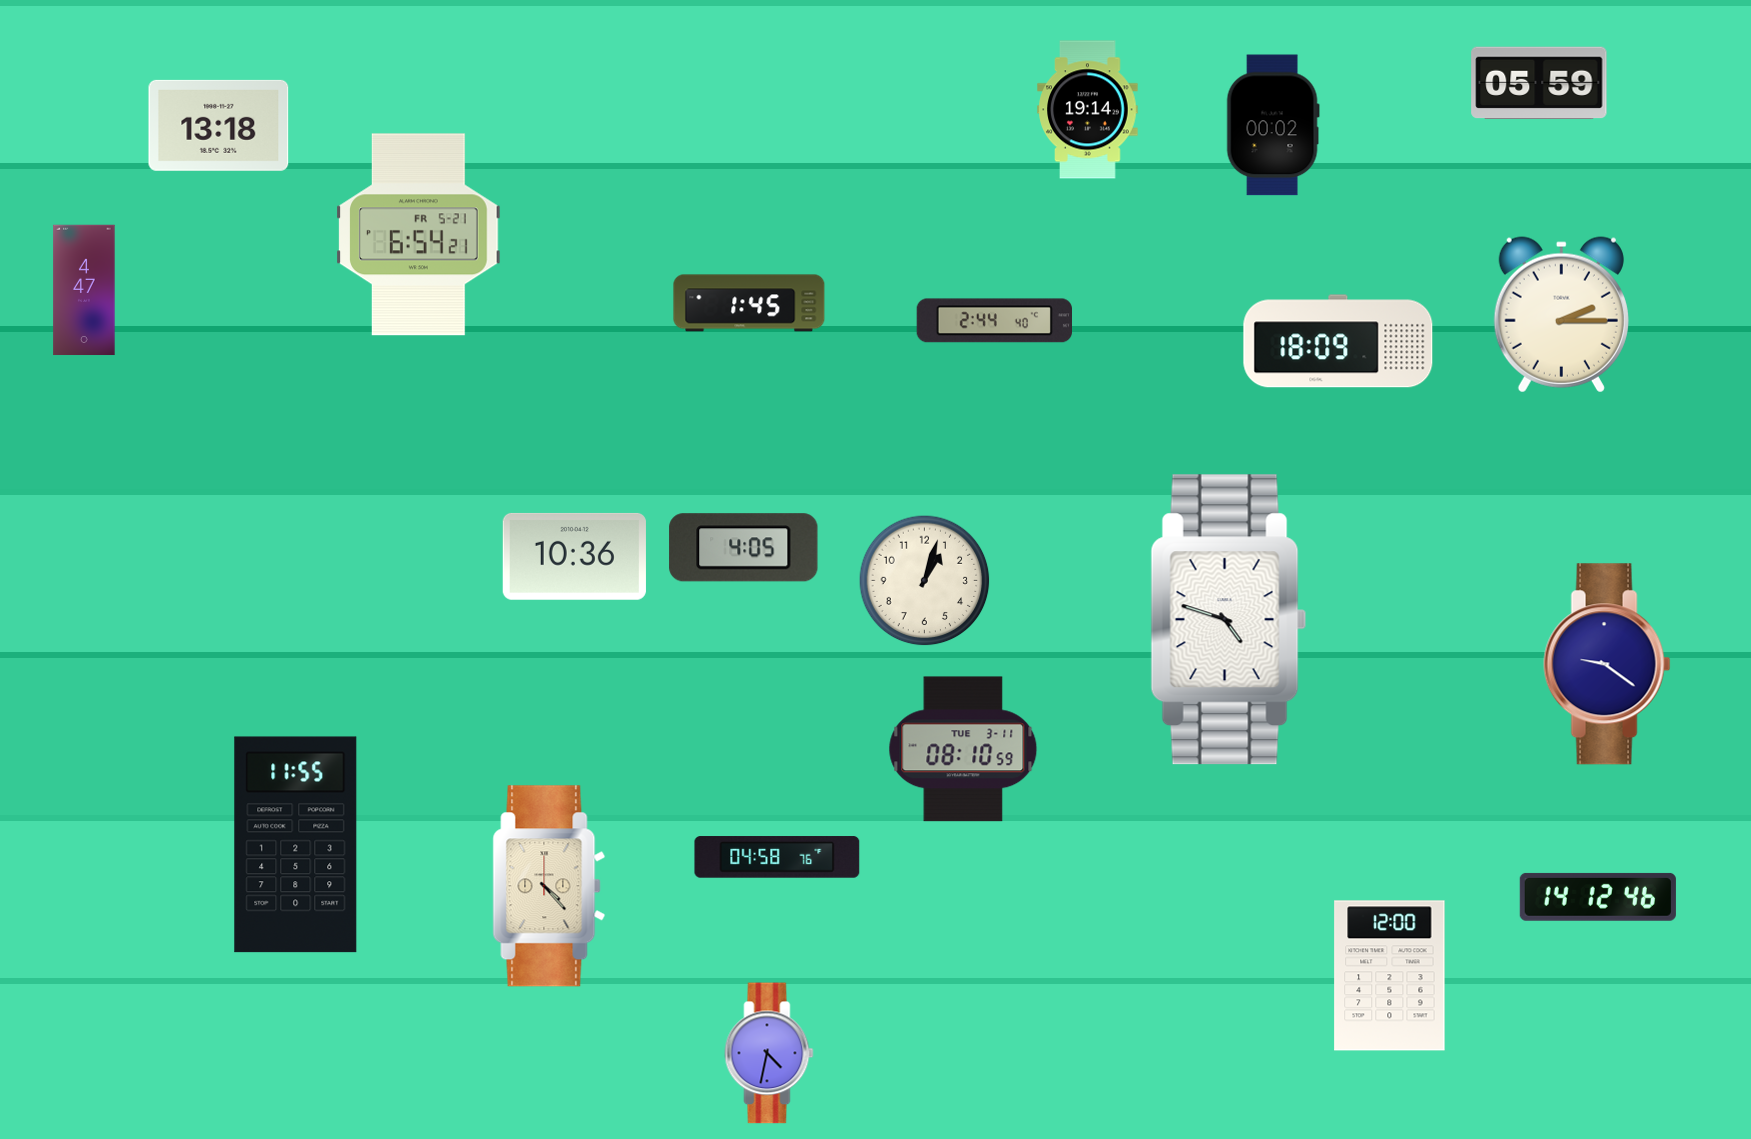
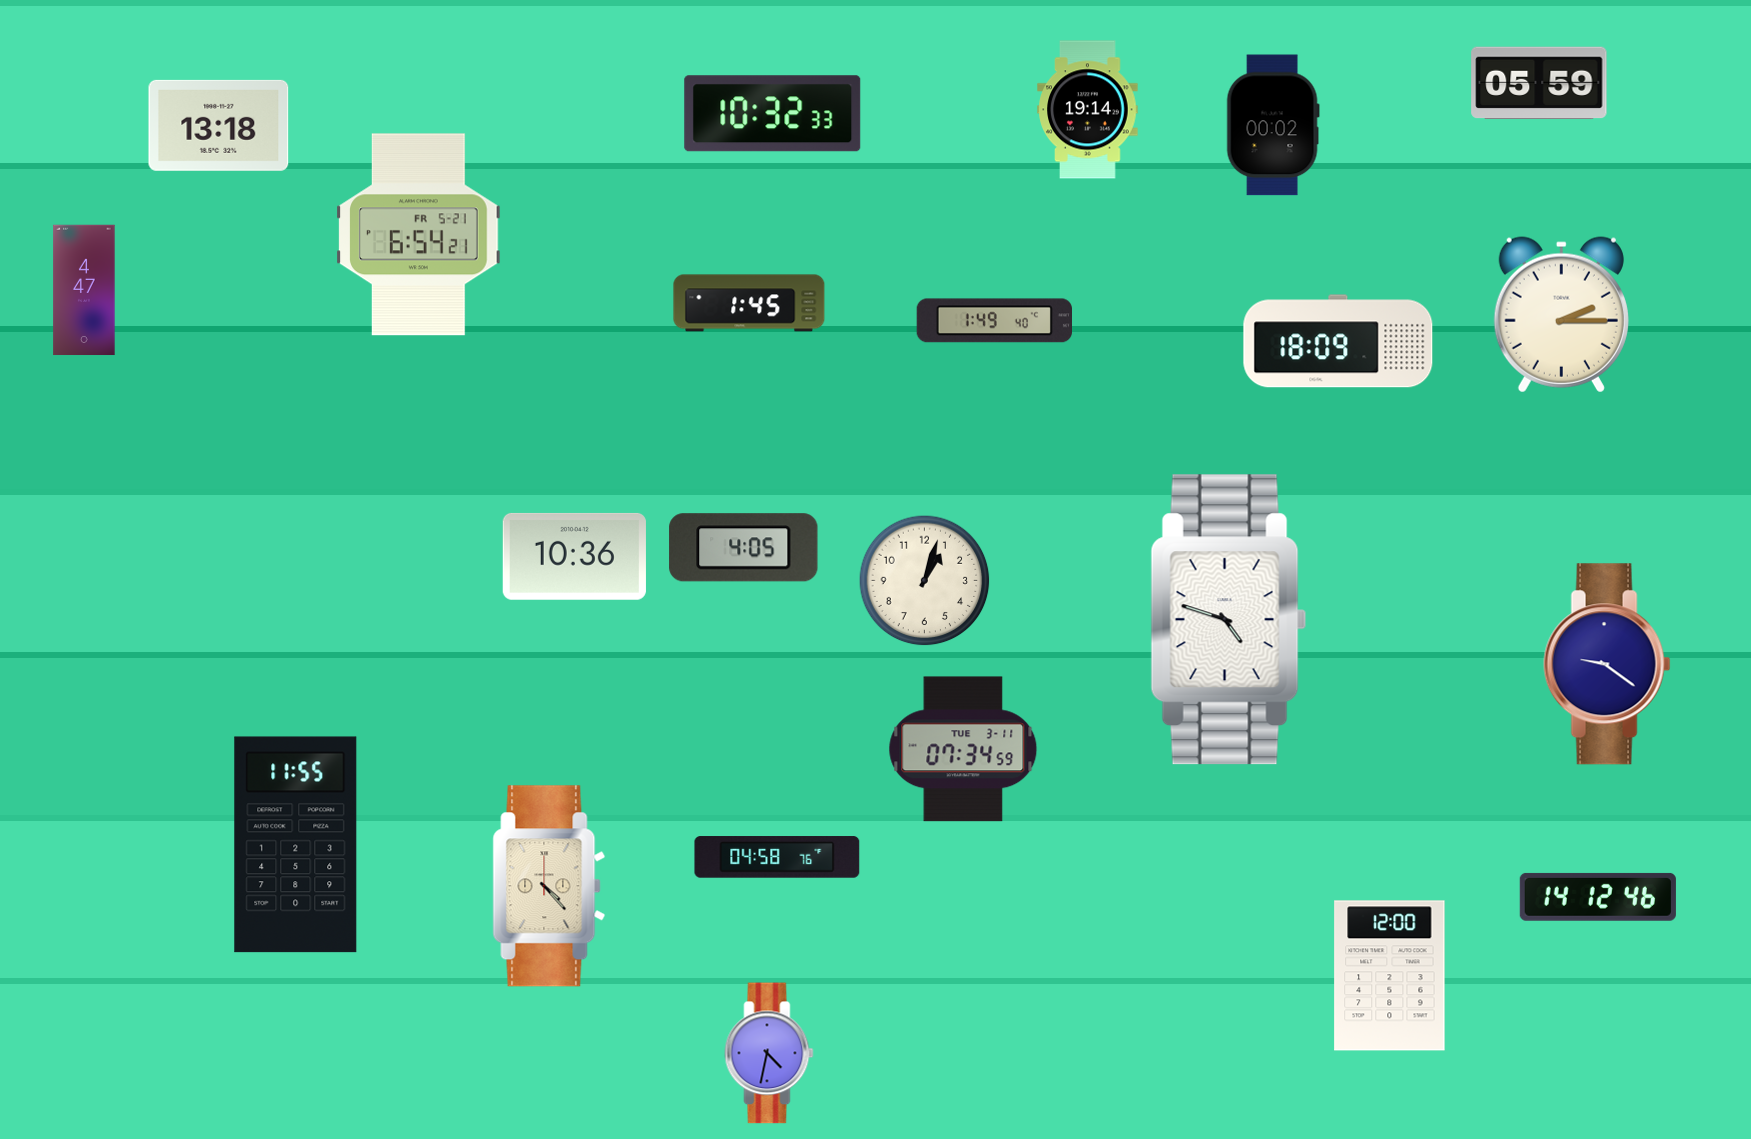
clock at (773, 114): none -> 10:32
clock at (994, 321): 2:44 -> 1:49
clock at (963, 749): 08:10 -> 07:34
